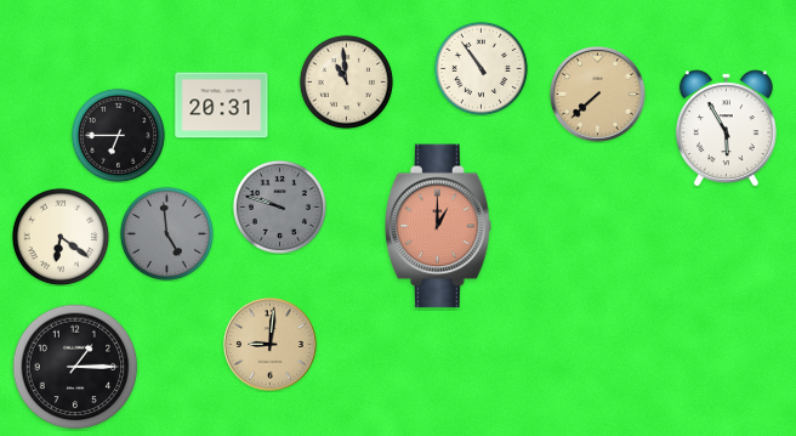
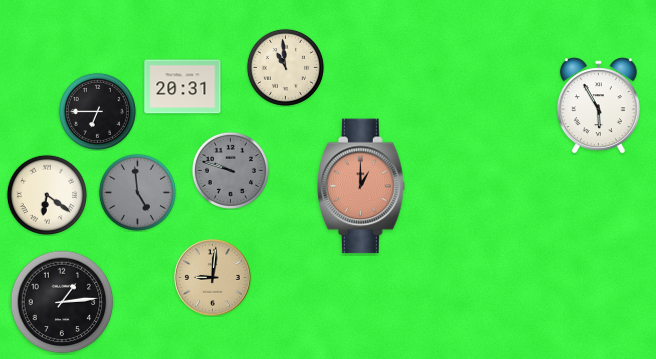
clock at (481, 68): 10:54 -> none
clock at (598, 95): 7:38 -> none
clock at (61, 237) position: (61, 237) -> (47, 195)
clock at (271, 345) position: (271, 345) -> (213, 278)
clock at (75, 367): 1:15 -> 1:14
